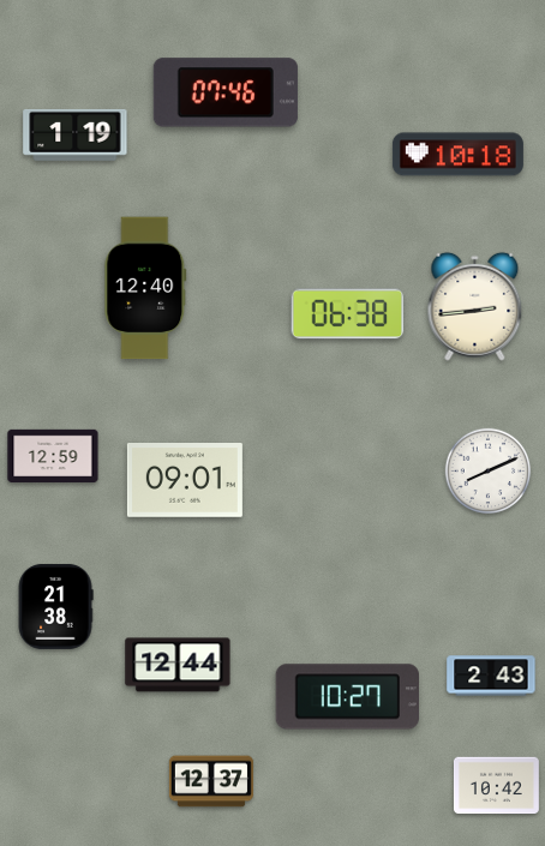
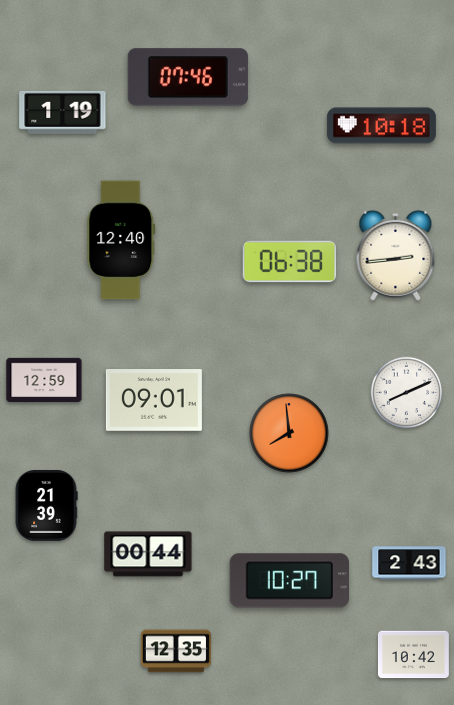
clock at (457, 155) position: (457, 155) -> (381, 126)
clock at (289, 433): none -> 7:59
clock at (55, 606): 21:38 -> 21:39
clock at (178, 665): 12:44 -> 00:44
clock at (211, 781): 12:37 -> 12:35
